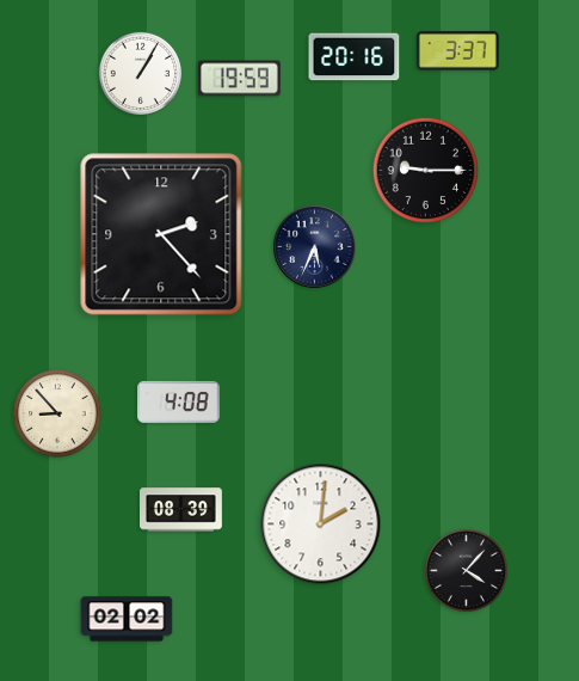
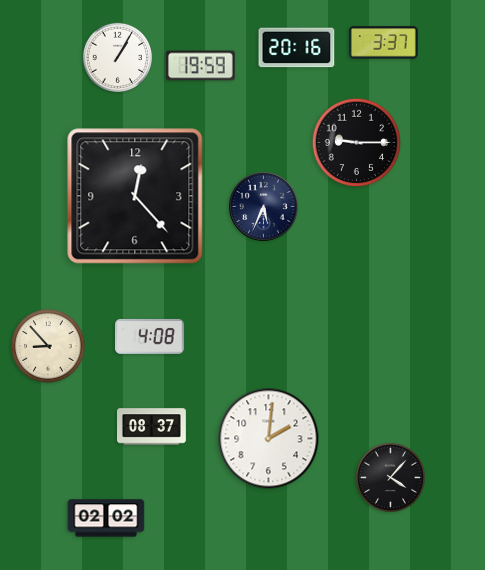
clock at (140, 73) position: (140, 73) -> (117, 57)
clock at (161, 234): 2:23 -> 12:23
clock at (181, 510): 08:39 -> 08:37
